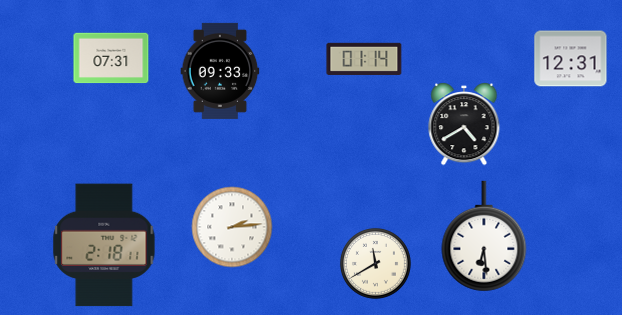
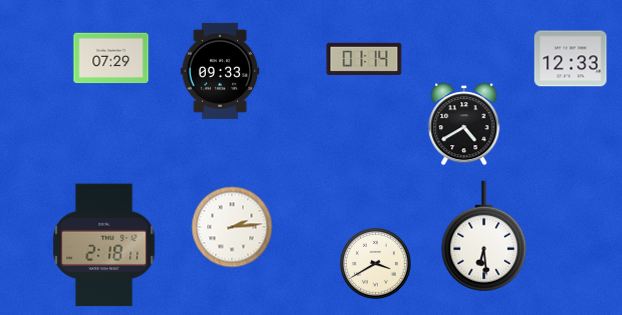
clock at (111, 58): 07:31 -> 07:29
clock at (571, 59): 12:31 -> 12:33
clock at (376, 264): 11:40 -> 3:40
